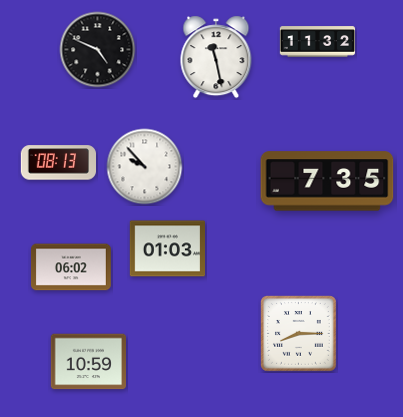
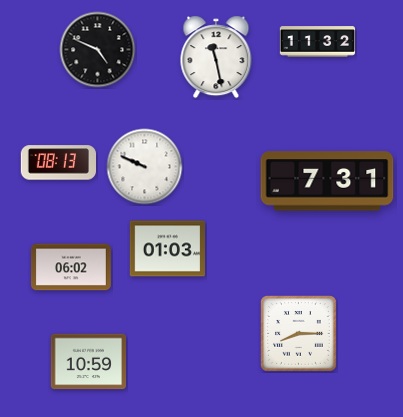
clock at (145, 167): 9:53 -> 9:49
clock at (327, 181): 7:35 -> 7:31
